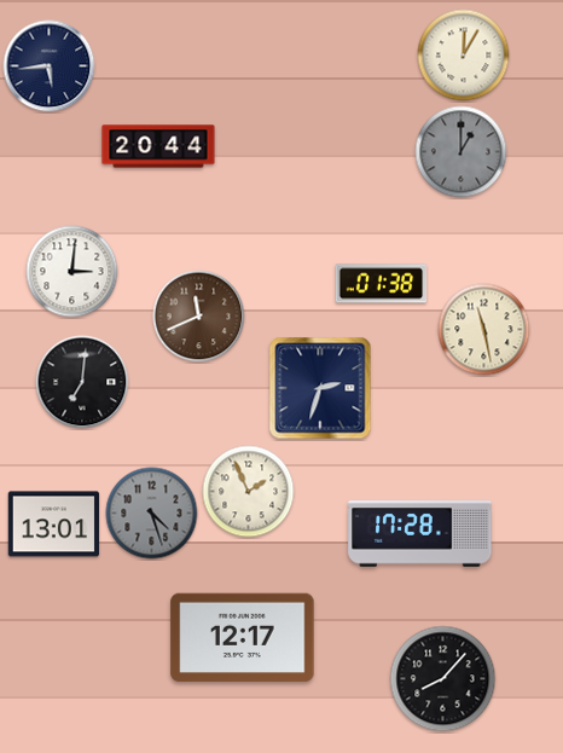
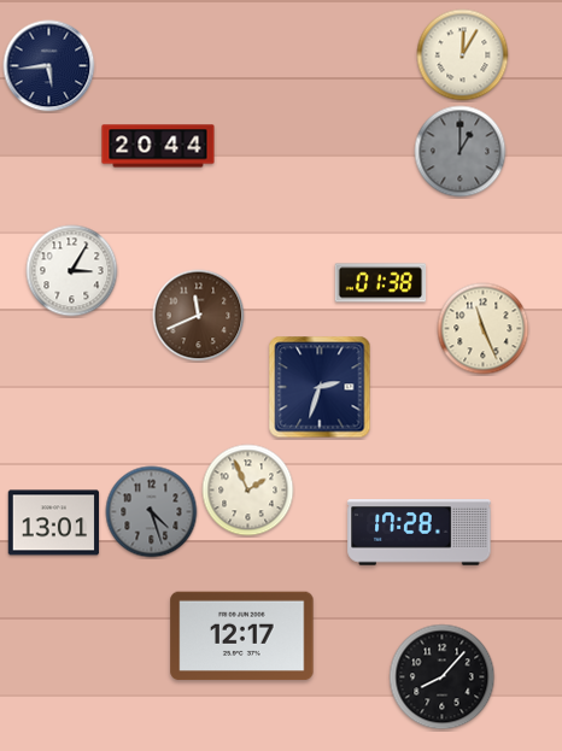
clock at (72, 272): 3:01 -> 3:05
clock at (484, 330): 11:28 -> 11:26
clock at (82, 382): 7:01 -> none
